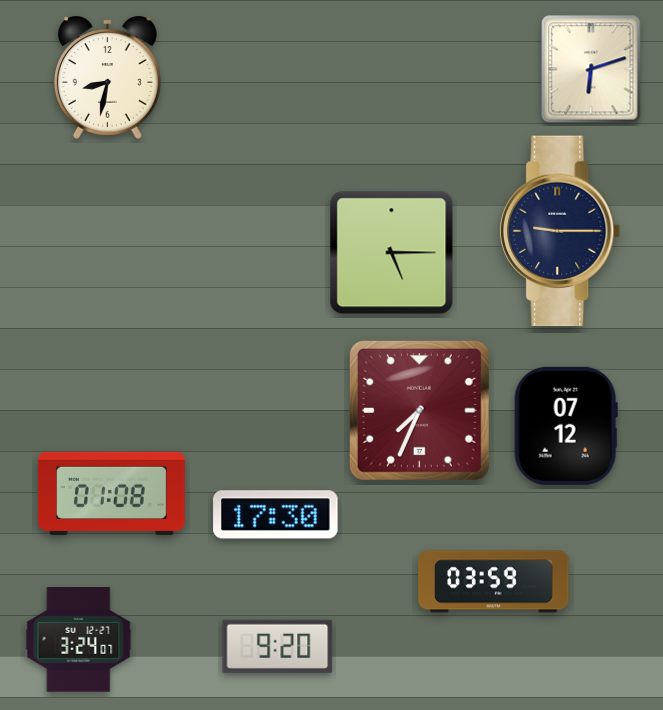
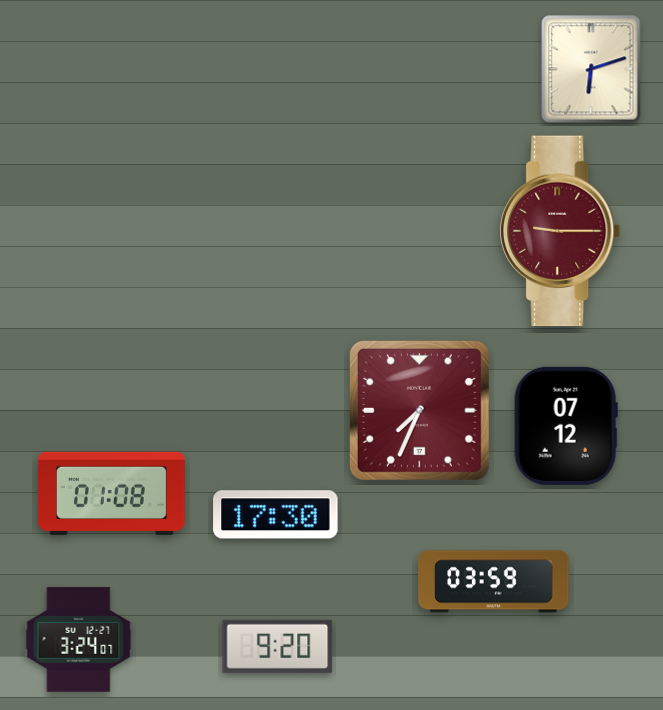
clock at (107, 77): 8:32 -> none
clock at (560, 231) dial: navy -> burgundy
clock at (392, 253): 5:15 -> none
